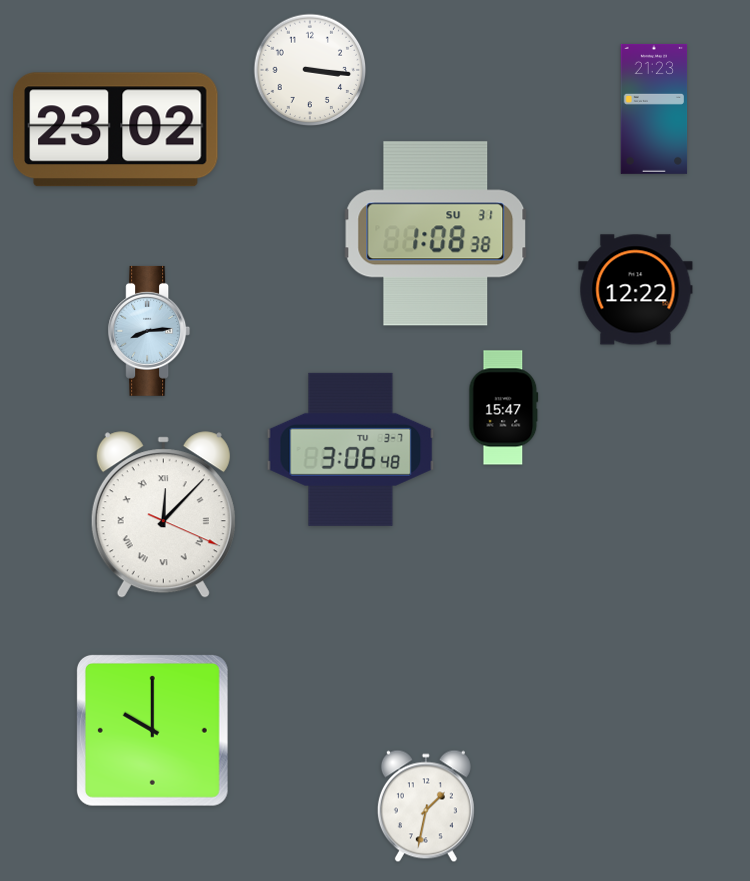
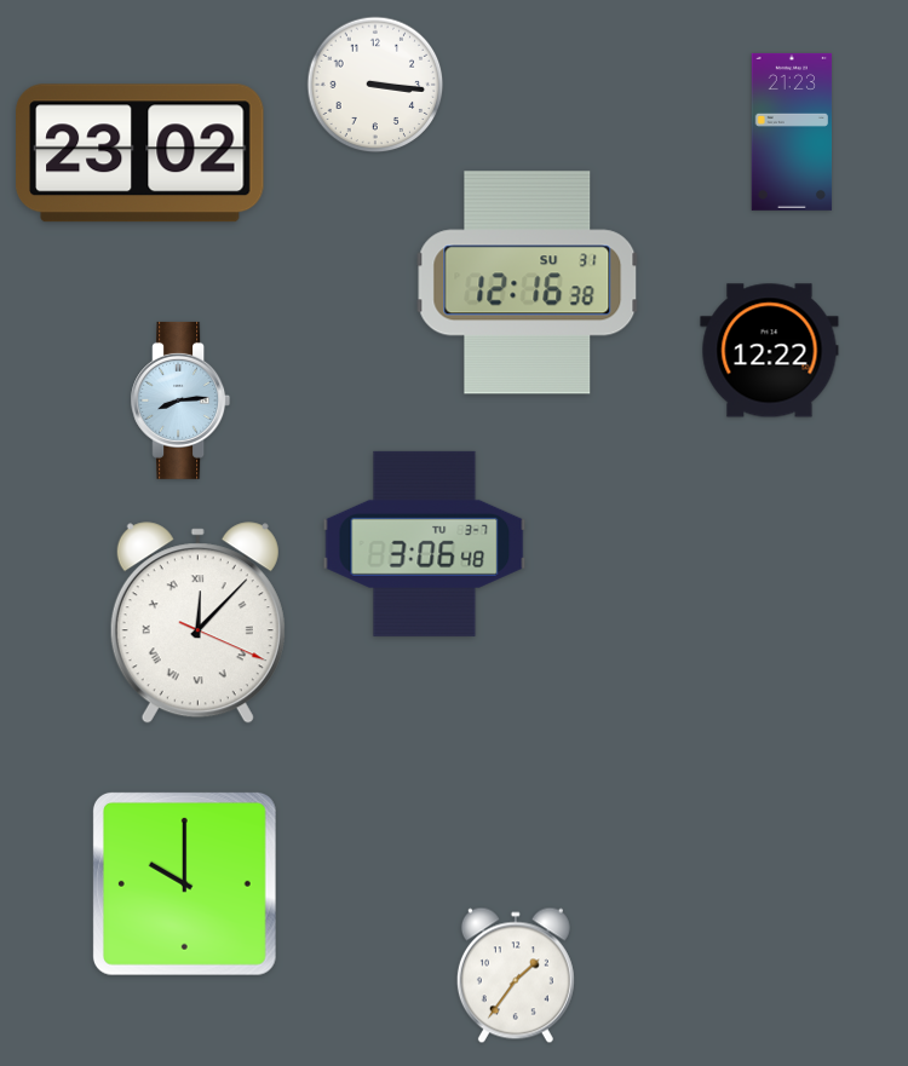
clock at (116, 130) position: (116, 130) -> (140, 154)
clock at (436, 234): 1:08 -> 12:16
clock at (504, 408): 15:47 -> none
clock at (426, 806): 1:32 -> 1:36
